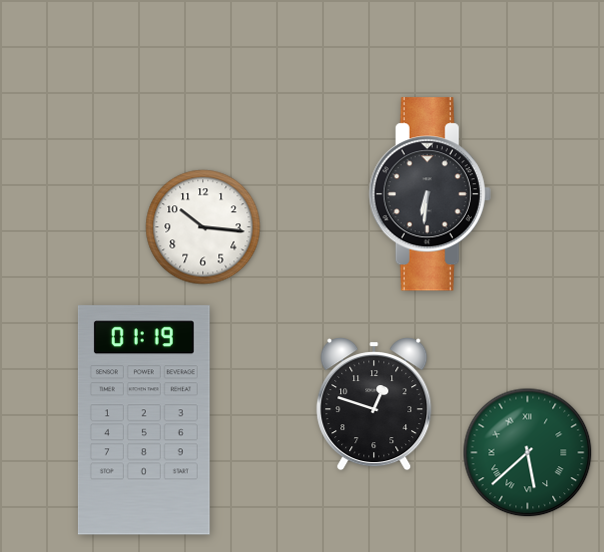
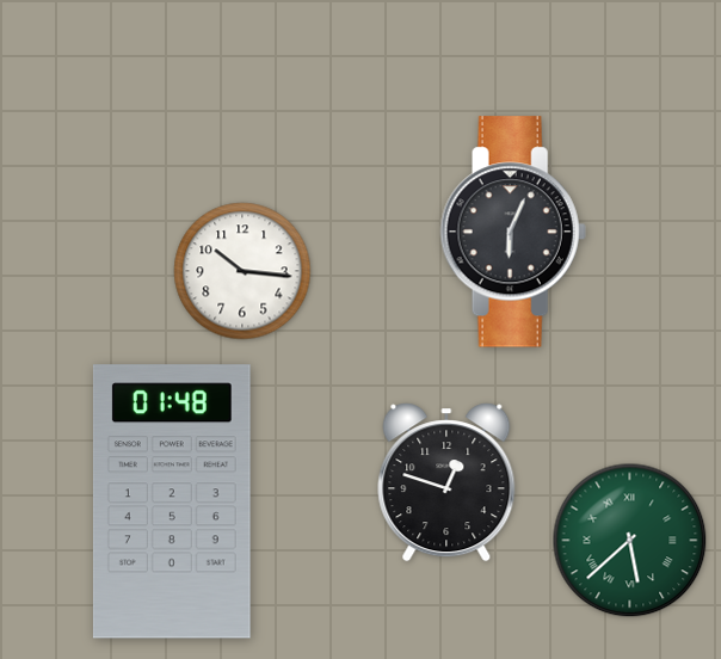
clock at (430, 194): 6:31 -> 6:04
clock at (144, 420): 01:19 -> 01:48
